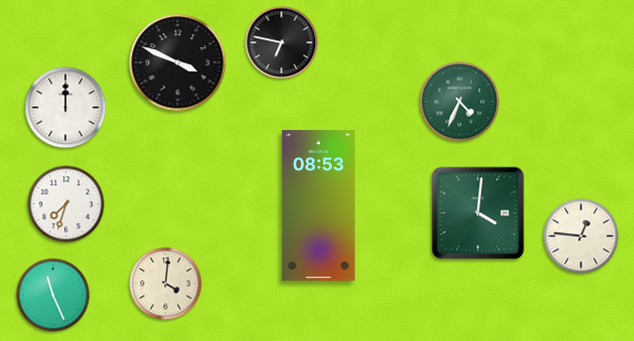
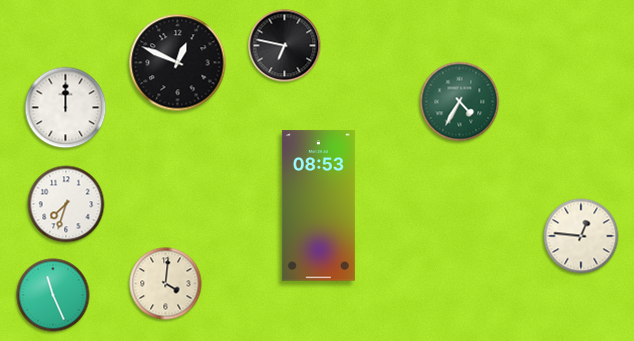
clock at (282, 43) position: (282, 43) -> (285, 46)
clock at (178, 63): 3:49 -> 12:49
clock at (460, 102): 4:34 -> 4:35
clock at (478, 213): 4:01 -> none
